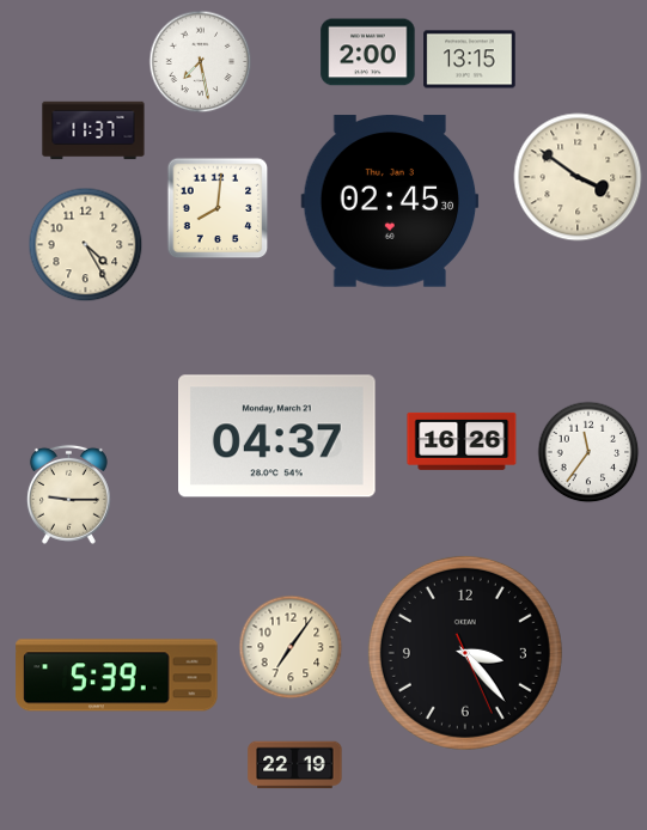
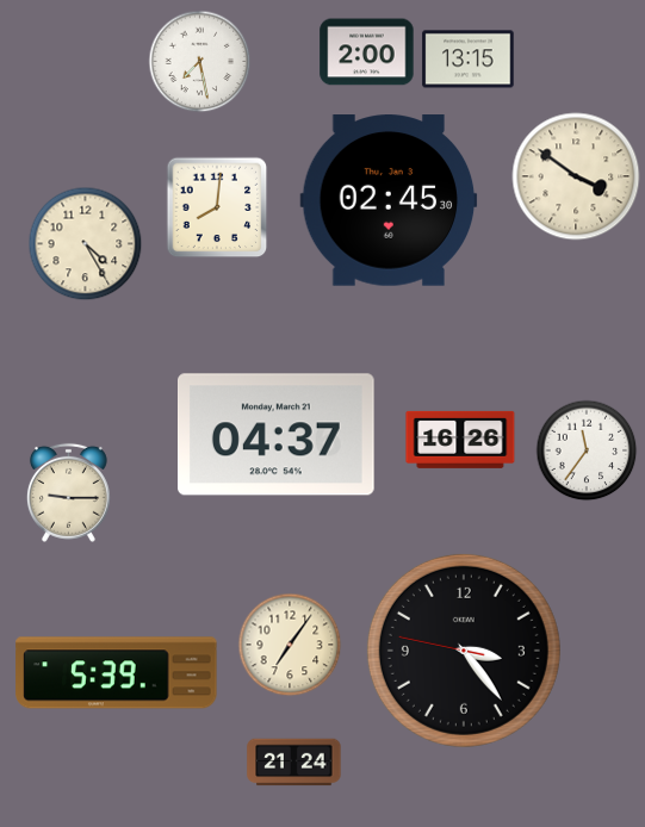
clock at (93, 130): 11:37 -> none
clock at (465, 653): 3:23:26 -> 3:23:47
clock at (295, 765): 22:19 -> 21:24
